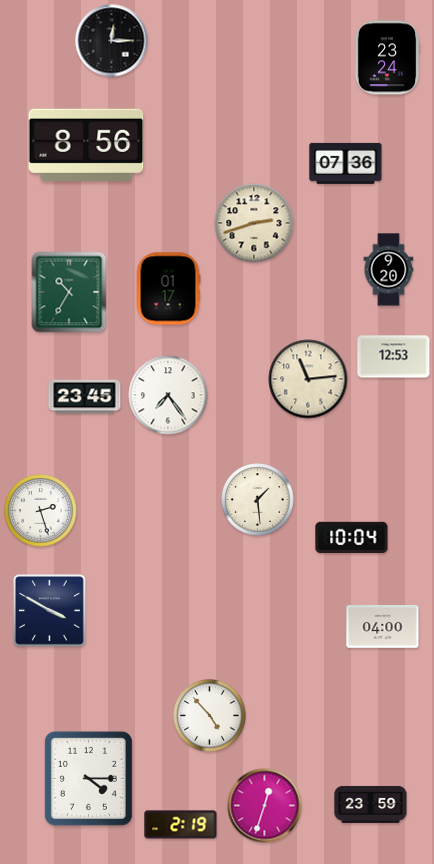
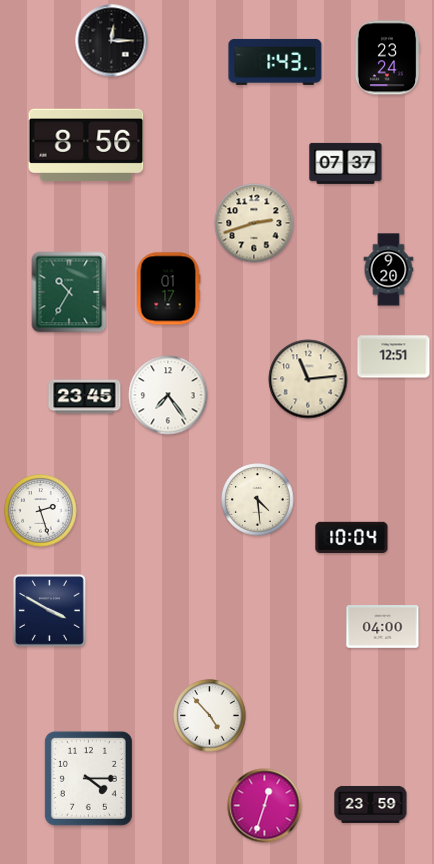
clock at (275, 62): none -> 1:43
clock at (346, 163): 07:36 -> 07:37
clock at (394, 357): 12:53 -> 12:51
clock at (258, 500): 1:29 -> 4:29
clock at (181, 825): 2:19 -> none
